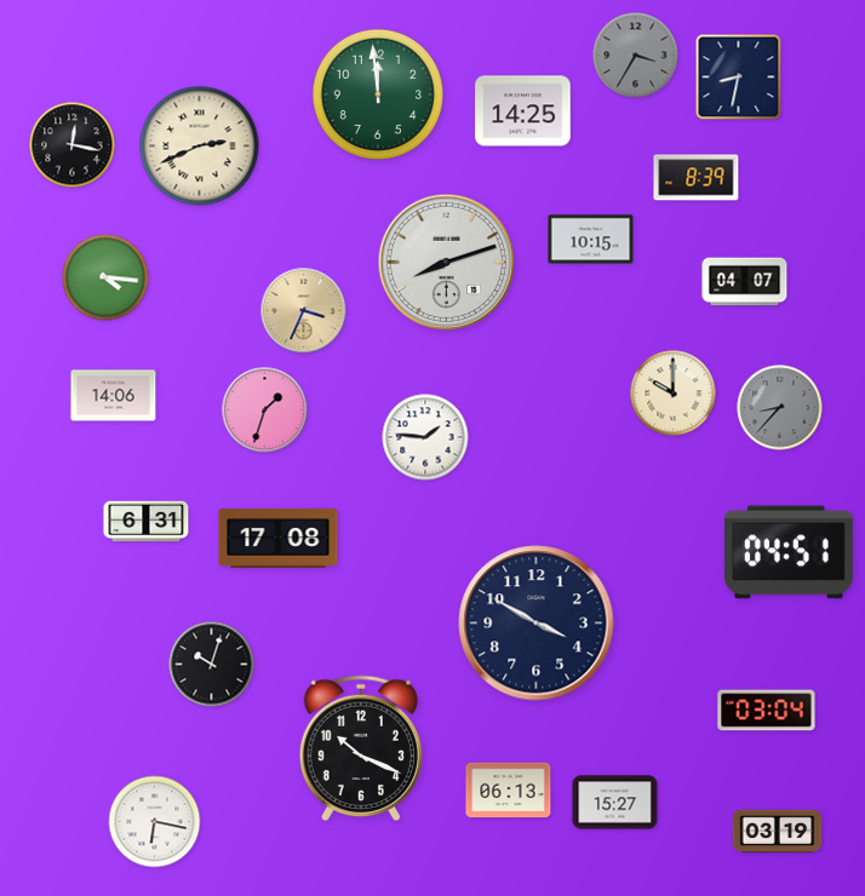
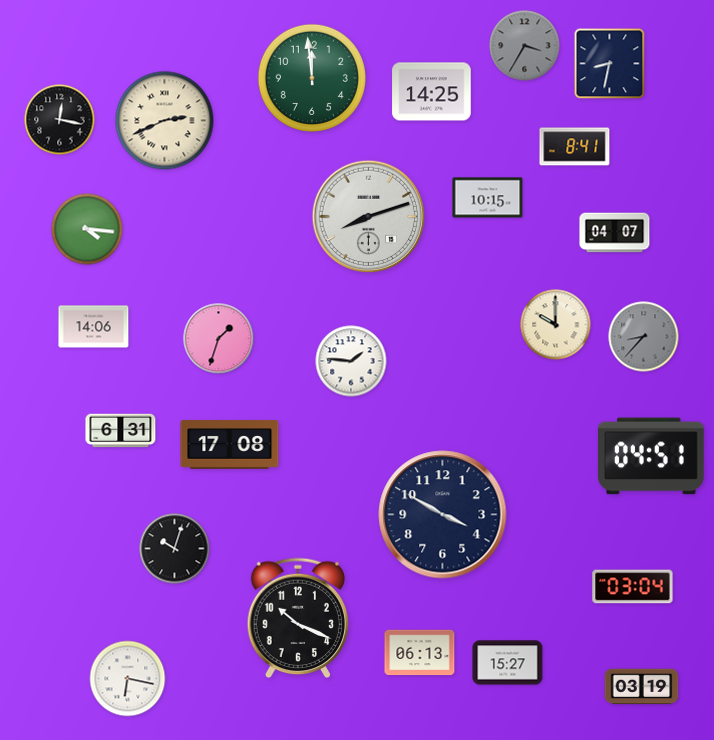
clock at (697, 178): 8:39 -> 8:41
clock at (304, 311): 3:34 -> none
